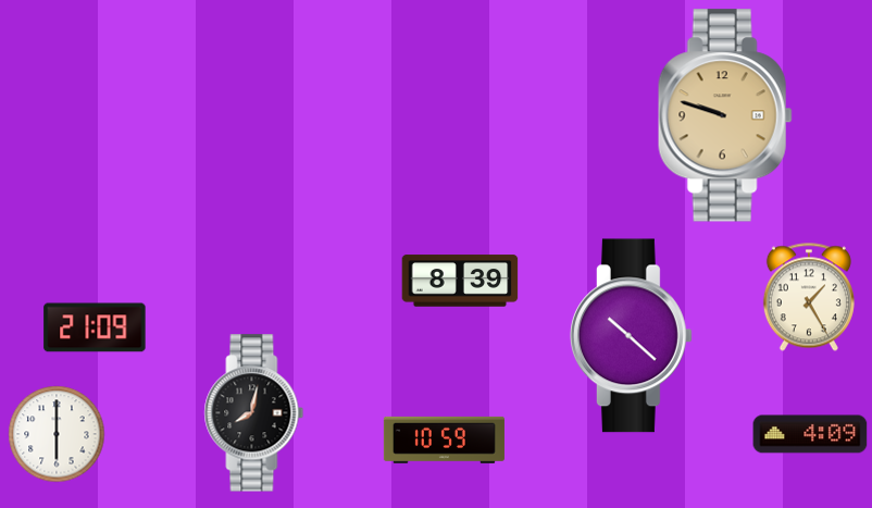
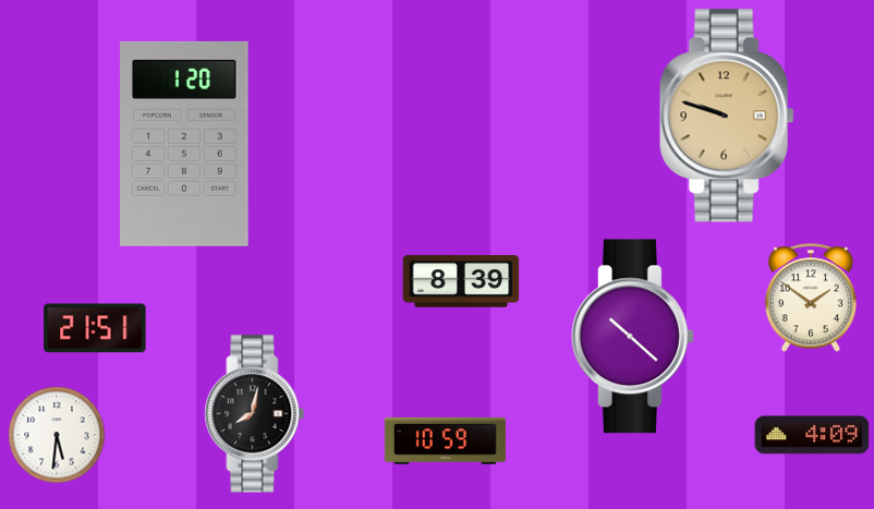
clock at (184, 144): none -> 1:20
clock at (809, 297): 1:25 -> 1:51
clock at (95, 327): 21:09 -> 21:51
clock at (57, 434): 6:00 -> 5:31
